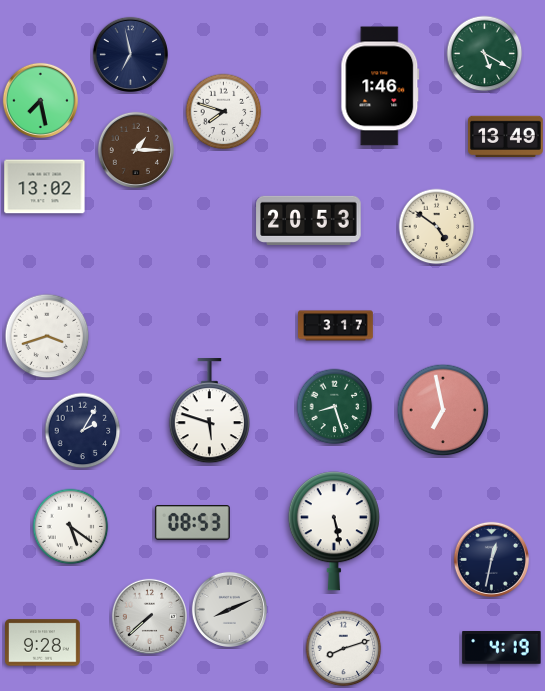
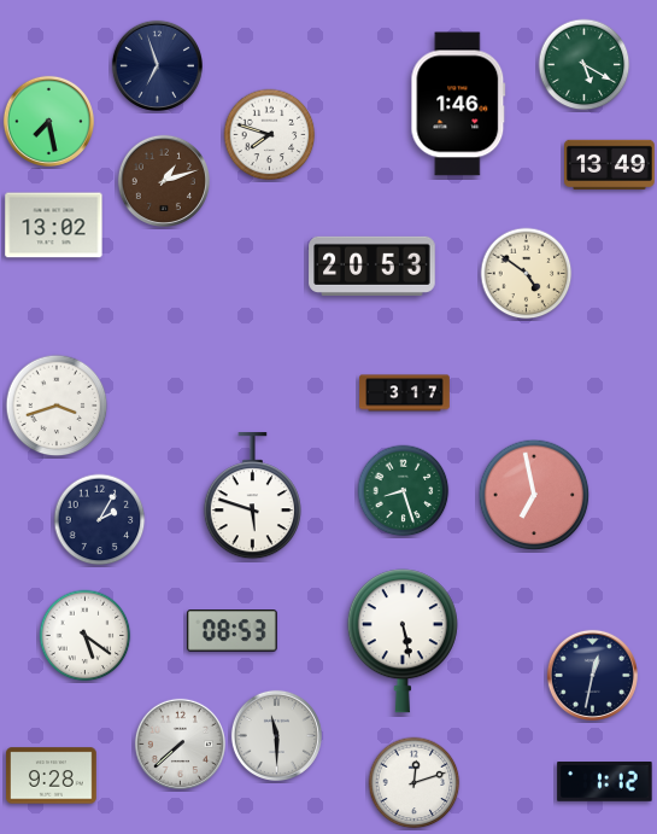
clock at (130, 54): 6:58 -> 6:57
clock at (135, 149): 1:15 -> 1:12
clock at (229, 609): 8:11 -> 11:30
clock at (502, 648): 4:19 -> 1:12
clock at (344, 649): 8:12 -> 12:12
